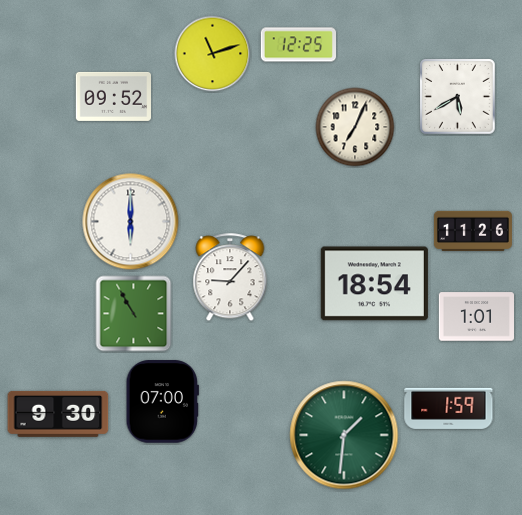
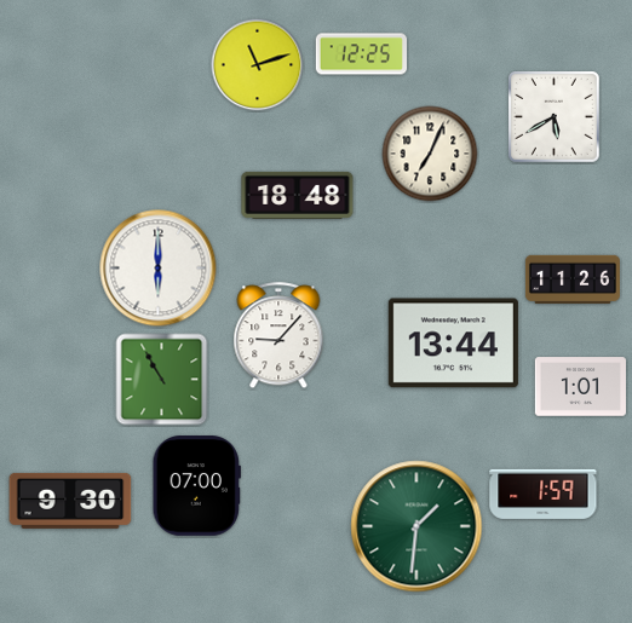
clock at (113, 96): 09:52 -> none
clock at (298, 195): none -> 18:48
clock at (374, 284): 18:54 -> 13:44
clock at (476, 317) position: (476, 317) -> (580, 387)
